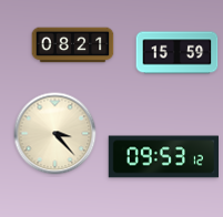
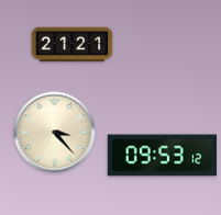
clock at (73, 45): 08:21 -> 21:21
clock at (178, 53): 15:59 -> none
